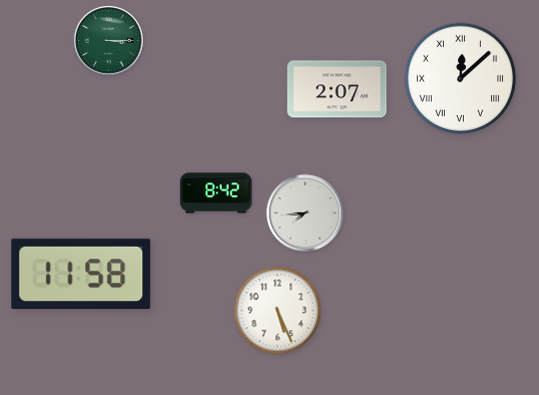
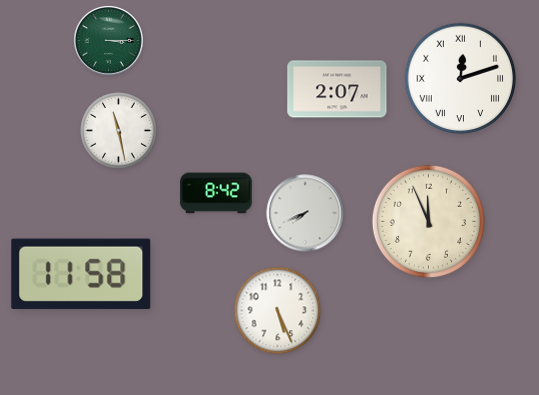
clock at (461, 79): 12:08 -> 12:12
clock at (119, 131): none -> 11:28
clock at (305, 213): 7:44 -> 7:41
clock at (428, 221): none -> 11:56
